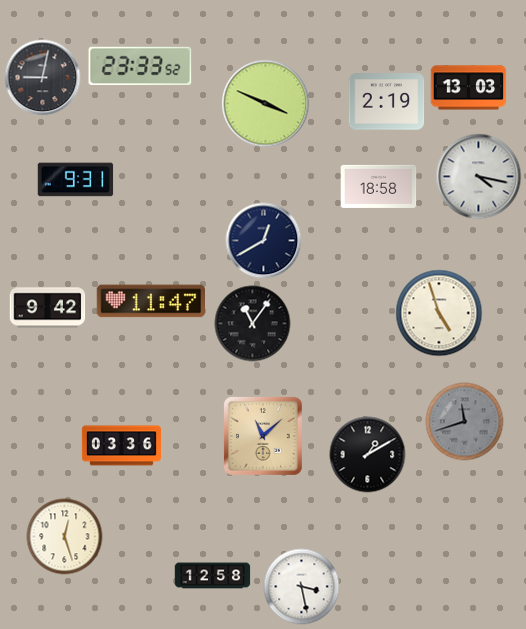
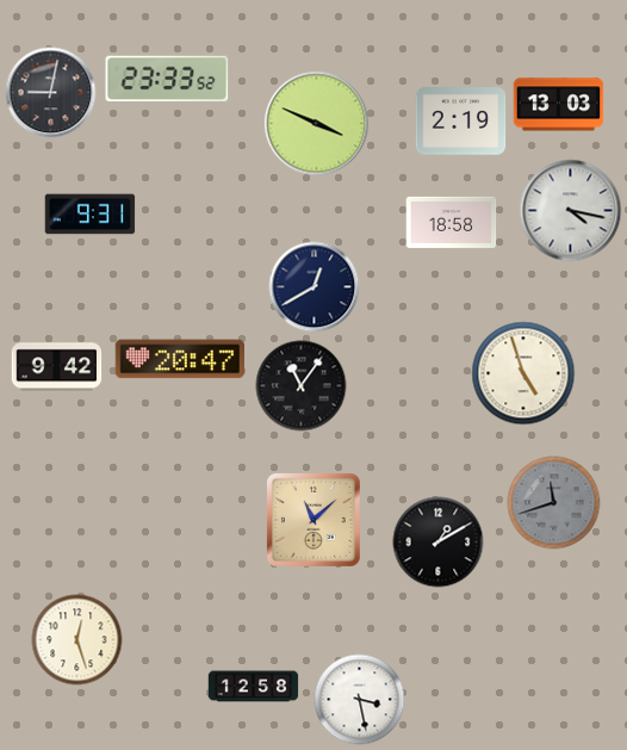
clock at (150, 301): 11:47 -> 20:47
clock at (121, 446): 03:36 -> none
